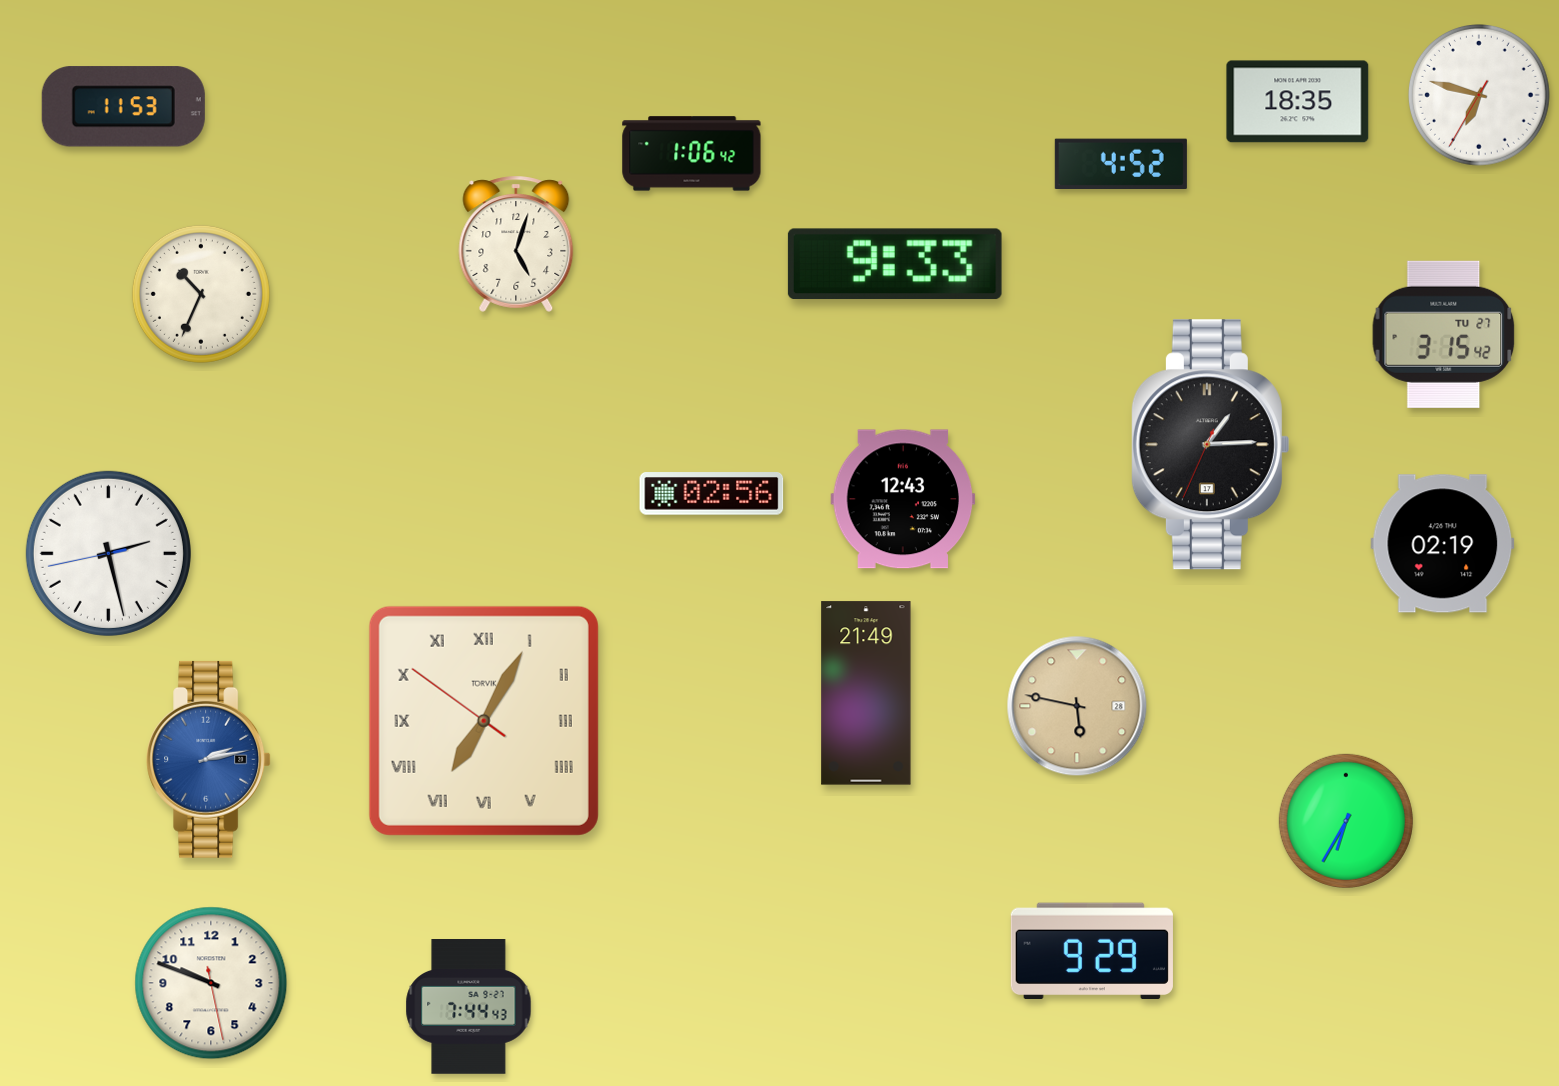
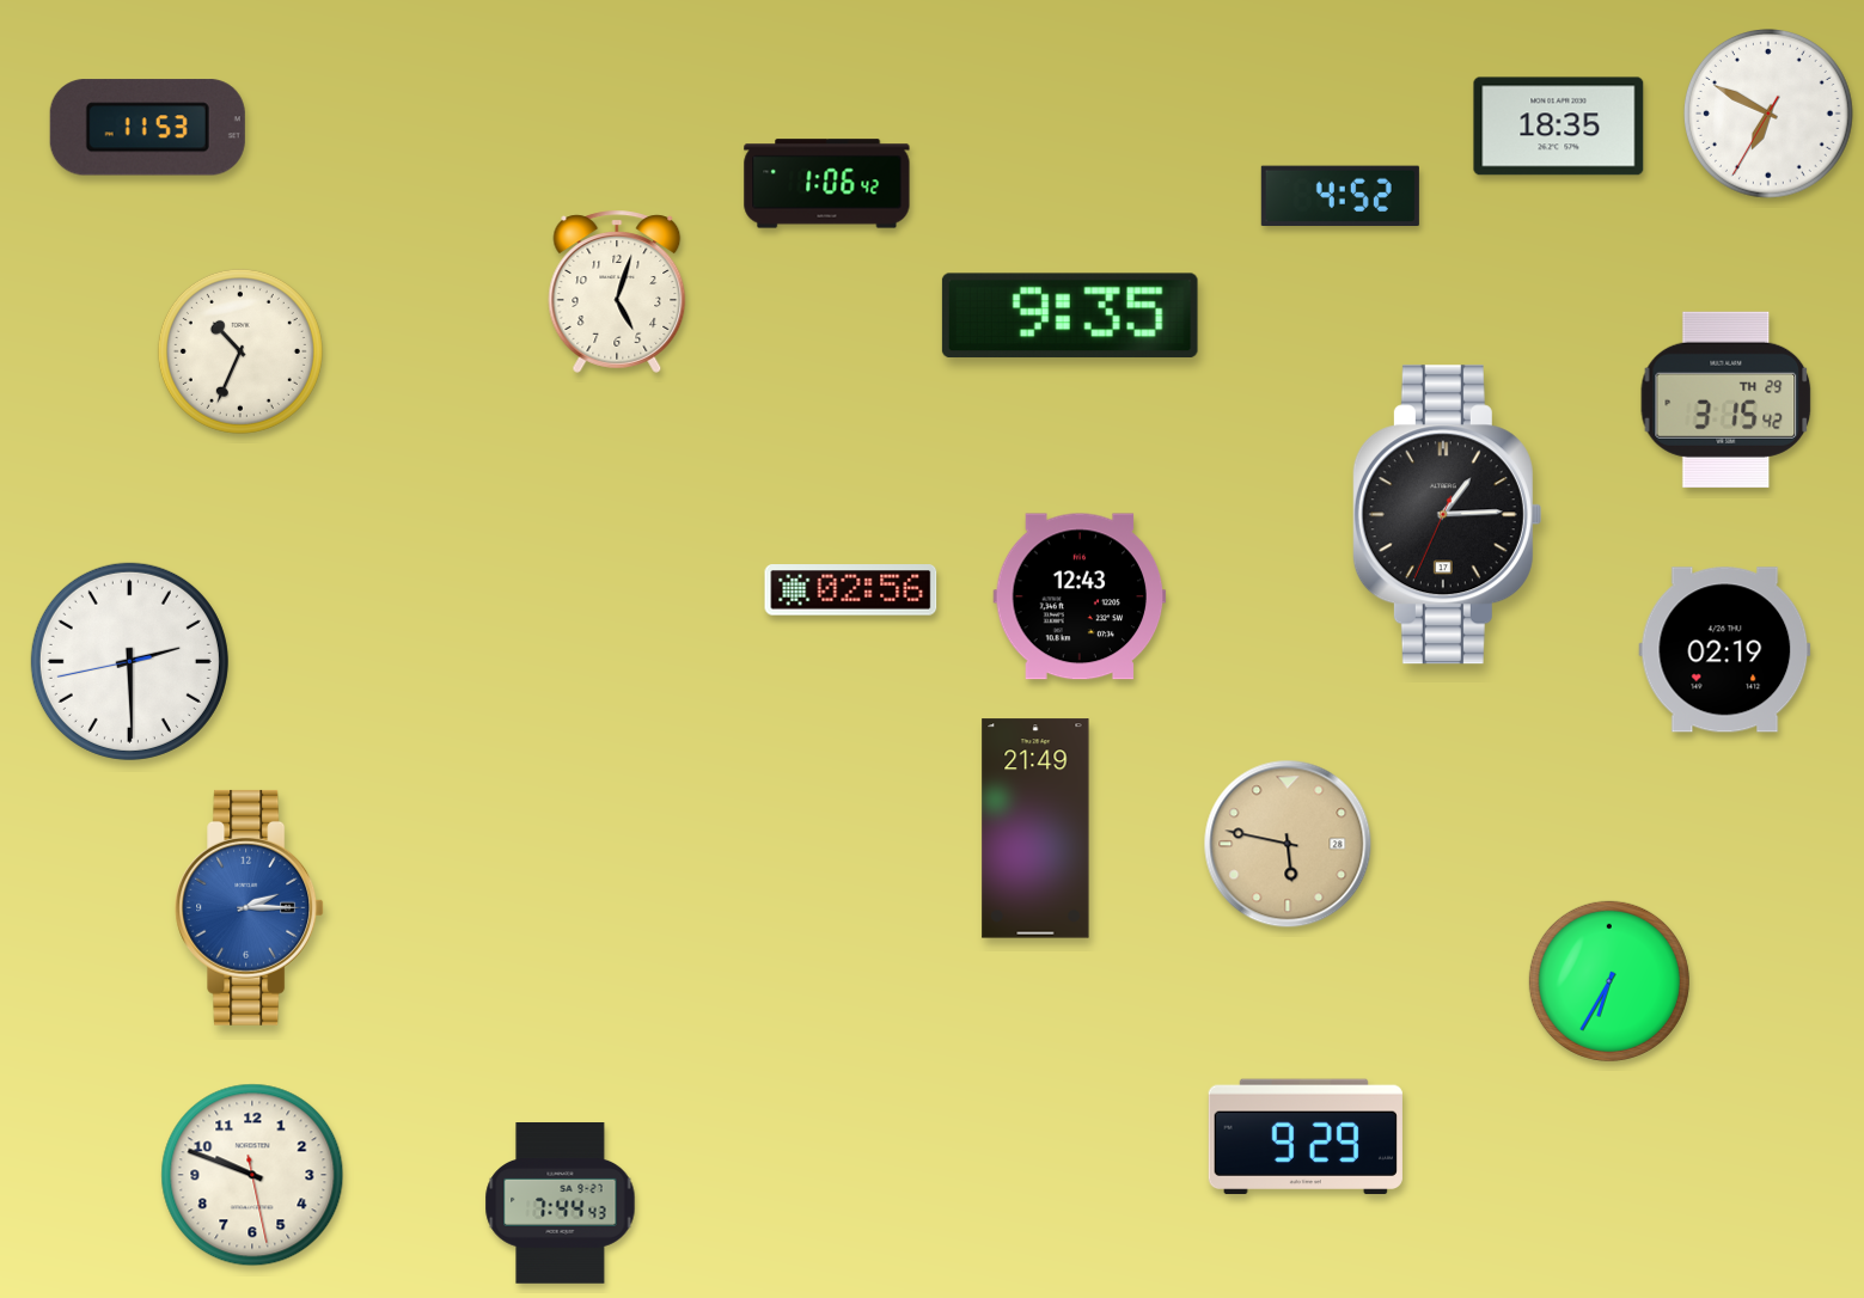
clock at (1480, 96): 6:47 -> 6:49
clock at (1298, 102) position: (1298, 102) -> (1559, 127)
clock at (895, 264): 9:33 -> 9:35
clock at (1444, 334) date: TU 27 -> TH 29
clock at (1210, 445) position: (1210, 445) -> (1447, 515)
clock at (108, 553): 2:27 -> 2:29
clock at (484, 721): 7:04 -> none
clock at (209, 759): 2:13 -> 2:15
